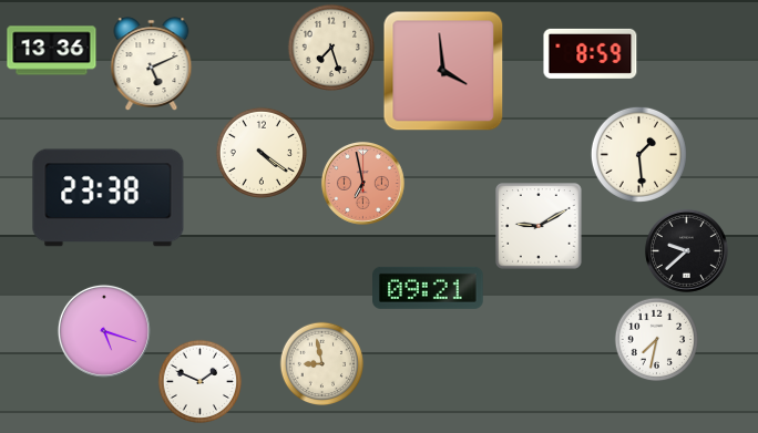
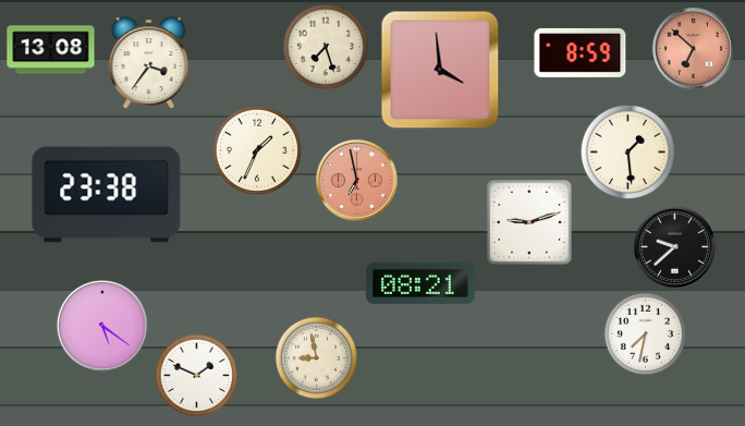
clock at (693, 48): none -> 6:52
clock at (52, 51): 13:36 -> 13:08
clock at (152, 63): 5:11 -> 3:36
clock at (443, 71) position: (443, 71) -> (440, 70)
clock at (262, 153): 4:21 -> 1:34
clock at (539, 226): 9:10 -> 9:12
clock at (429, 288): 09:21 -> 08:21
clock at (104, 331): 5:18 -> 5:21
